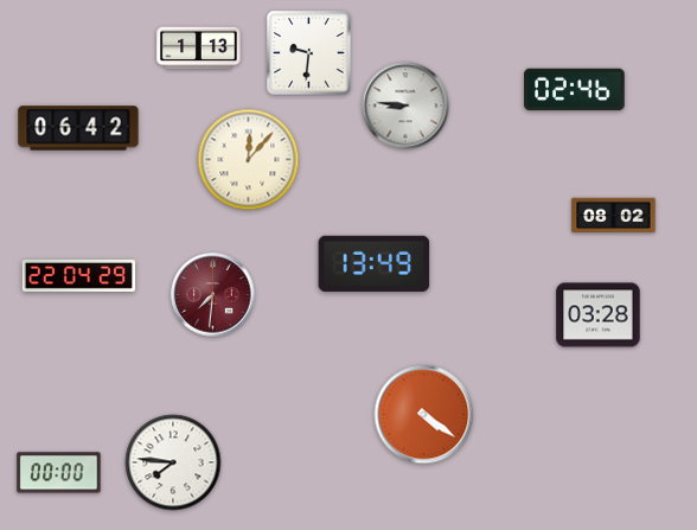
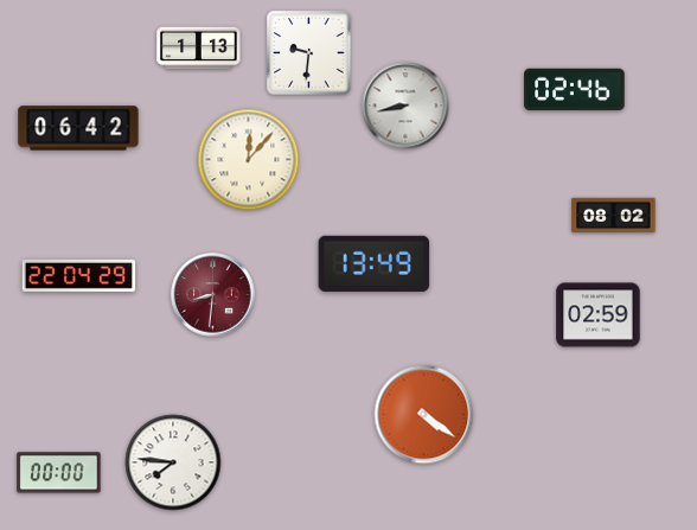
clock at (405, 106): 8:46 -> 8:43
clock at (213, 295): 7:31 -> 8:31
clock at (599, 315): 03:28 -> 02:59
